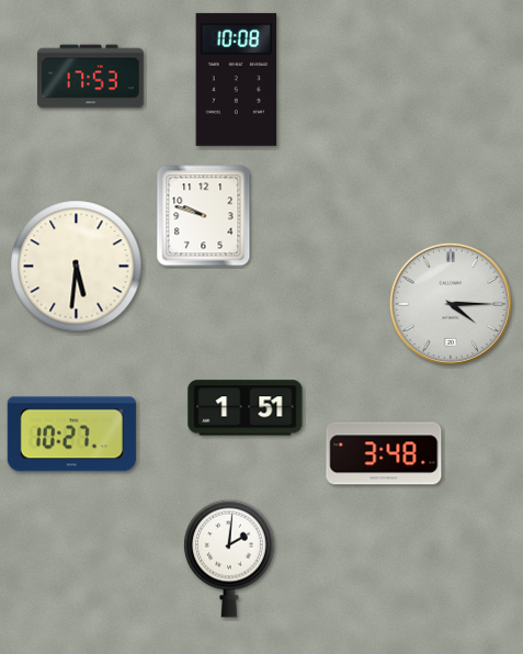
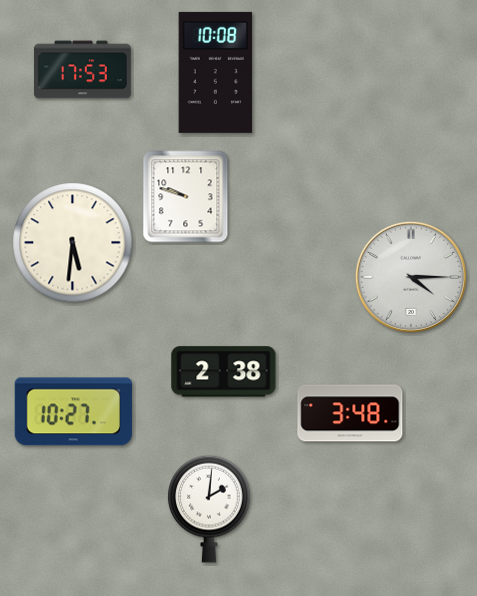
clock at (77, 267) position: (77, 267) -> (73, 243)
clock at (246, 408): 1:51 -> 2:38
clock at (71, 435) position: (71, 435) -> (73, 412)
